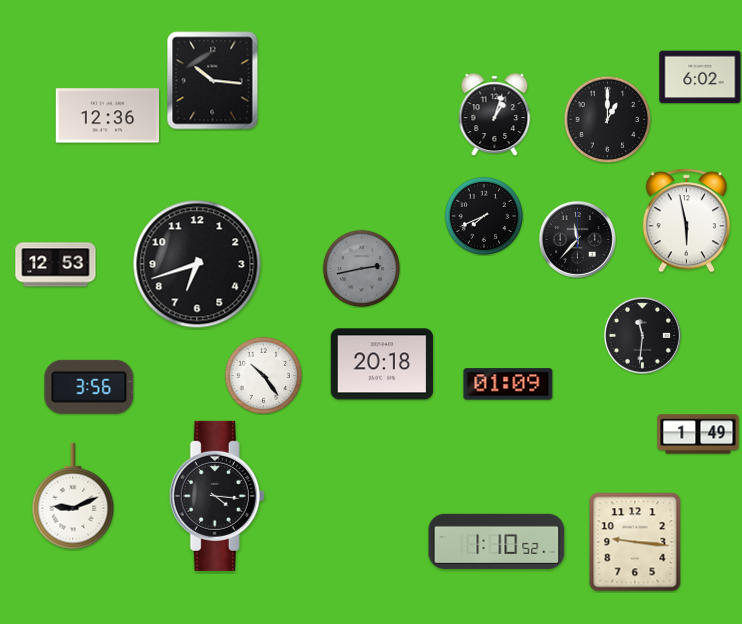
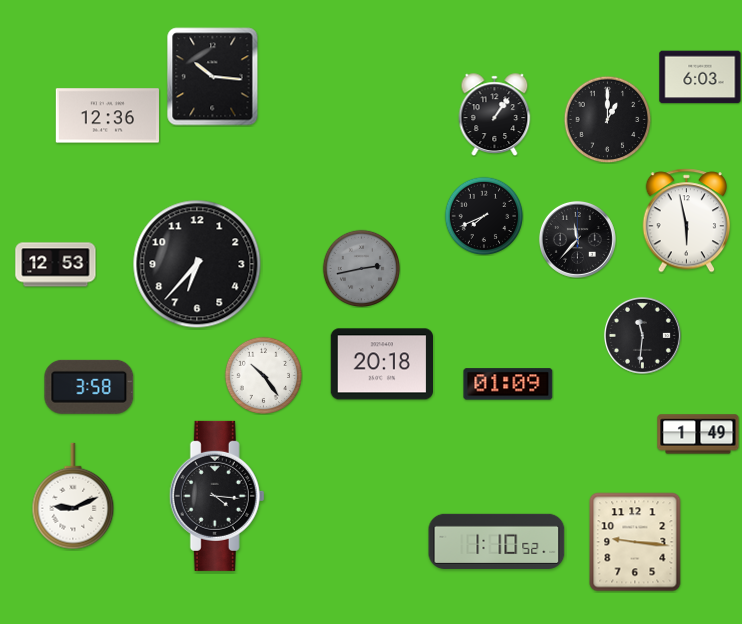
clock at (700, 77): 6:02 -> 6:03
clock at (213, 81) position: (213, 81) -> (213, 77)
clock at (495, 115): 1:03 -> 1:06
clock at (197, 264): 6:42 -> 6:37
clock at (89, 387): 3:56 -> 3:58
